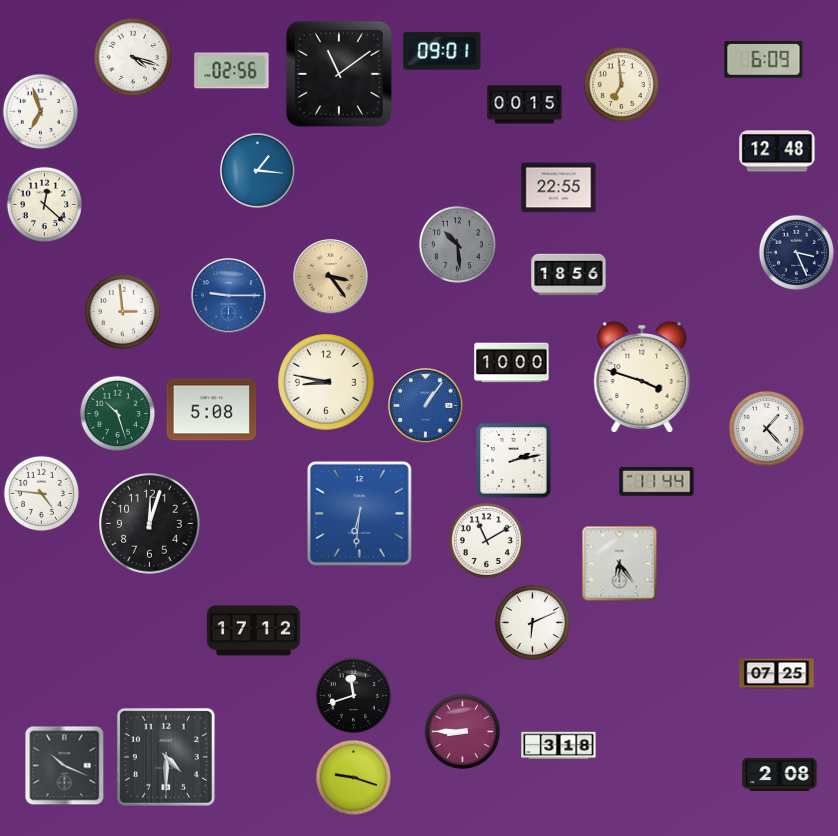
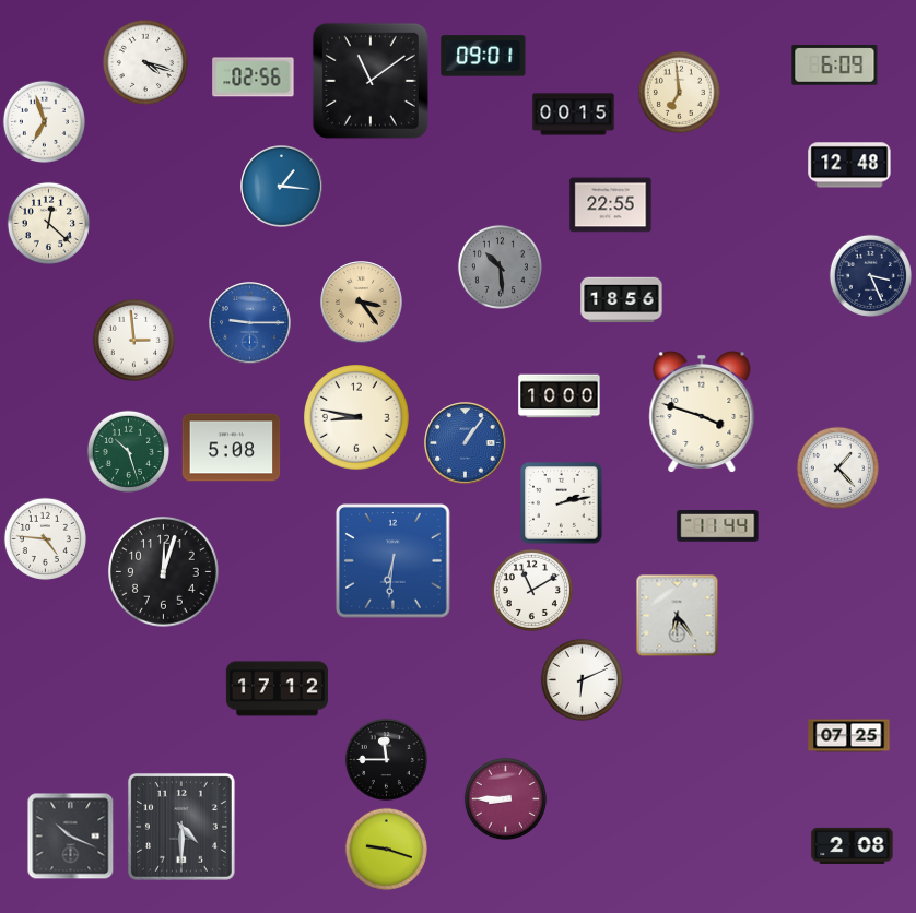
clock at (353, 695): 11:42 -> 11:45
clock at (559, 746): 3:18 -> none
